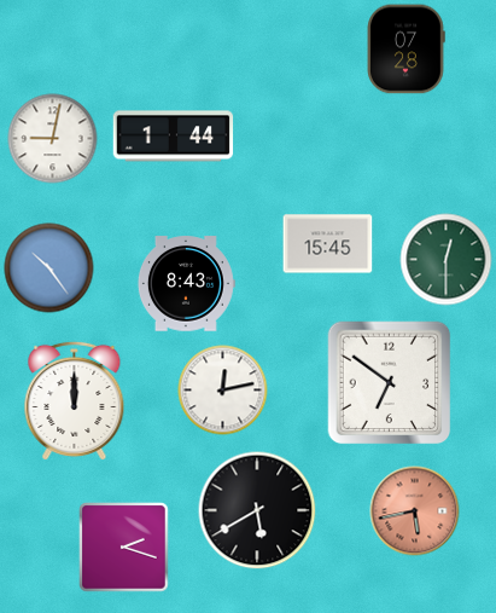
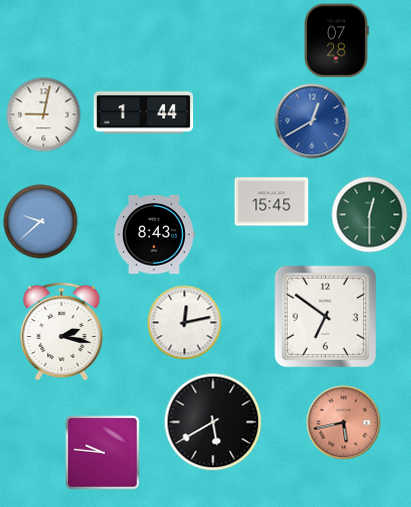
clock at (312, 121): none -> 12:40
clock at (49, 268): 10:24 -> 9:38
clock at (390, 383) position: (390, 383) -> (326, 317)
clock at (75, 400): 12:00 -> 2:17
clock at (124, 548): 2:18 -> 9:46
